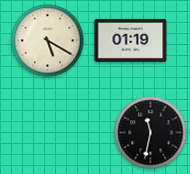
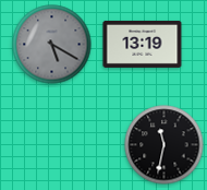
clock at (131, 40): 01:19 -> 13:19
clock at (48, 41) dial: cream -> grey
